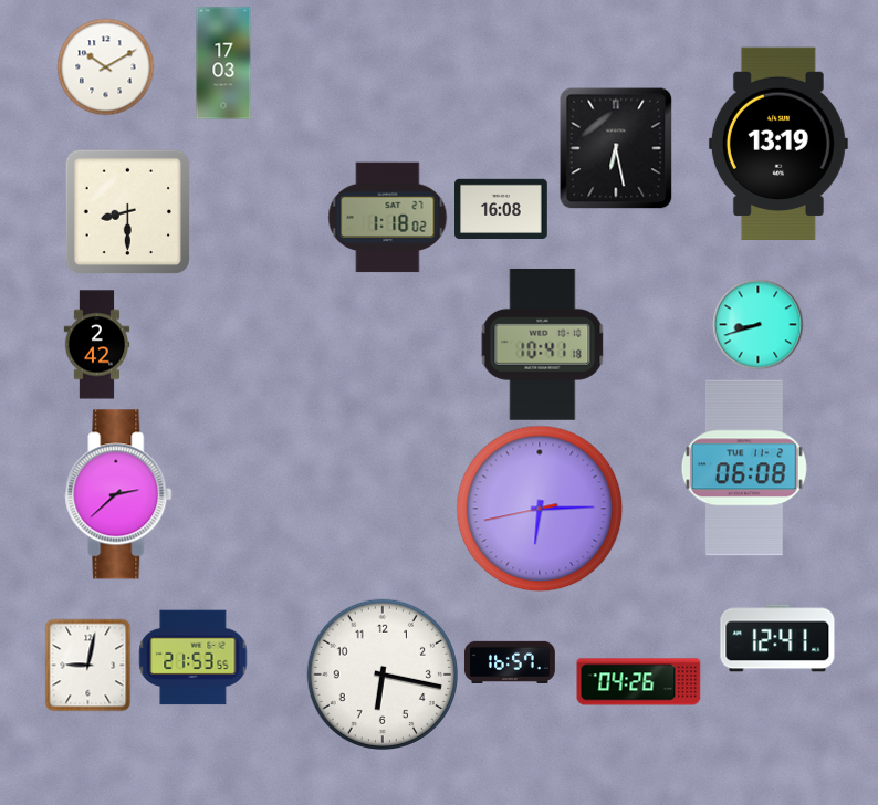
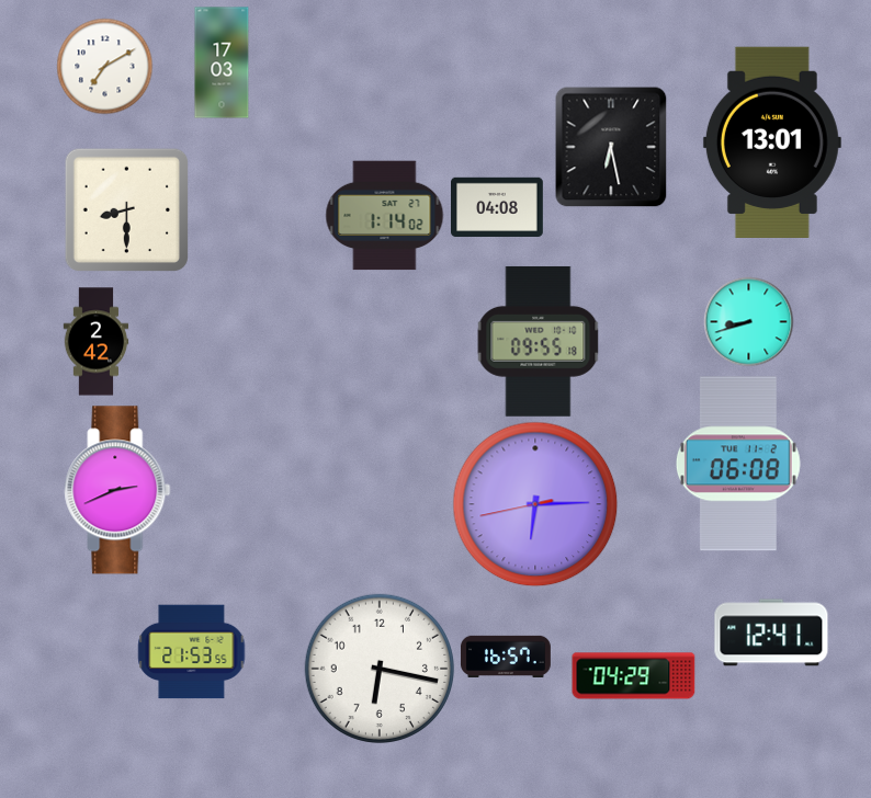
clock at (105, 66): 10:10 -> 7:10
clock at (778, 143): 13:19 -> 13:01
clock at (501, 208): 16:08 -> 04:08
clock at (388, 218): 1:18 -> 1:14
clock at (757, 324) position: (757, 324) -> (748, 321)
clock at (543, 344): 10:41 -> 09:55
clock at (118, 494): 2:38 -> 2:41
clock at (88, 665): 9:02 -> none
clock at (639, 682): 04:26 -> 04:29
